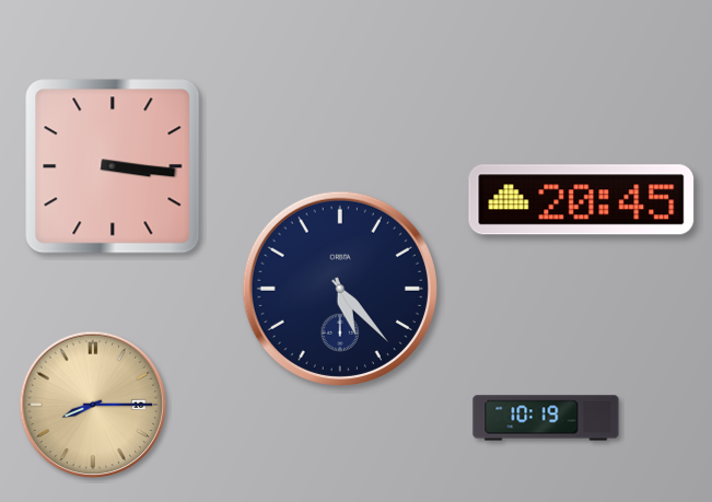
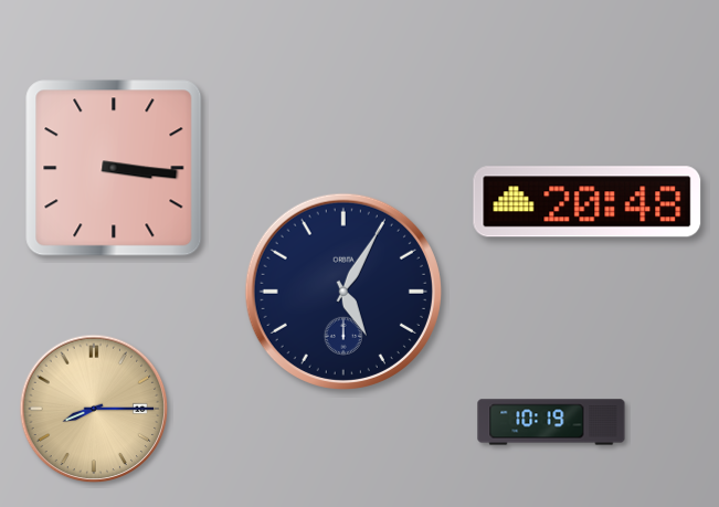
clock at (582, 200): 20:45 -> 20:48
clock at (340, 289): 5:23 -> 5:05
